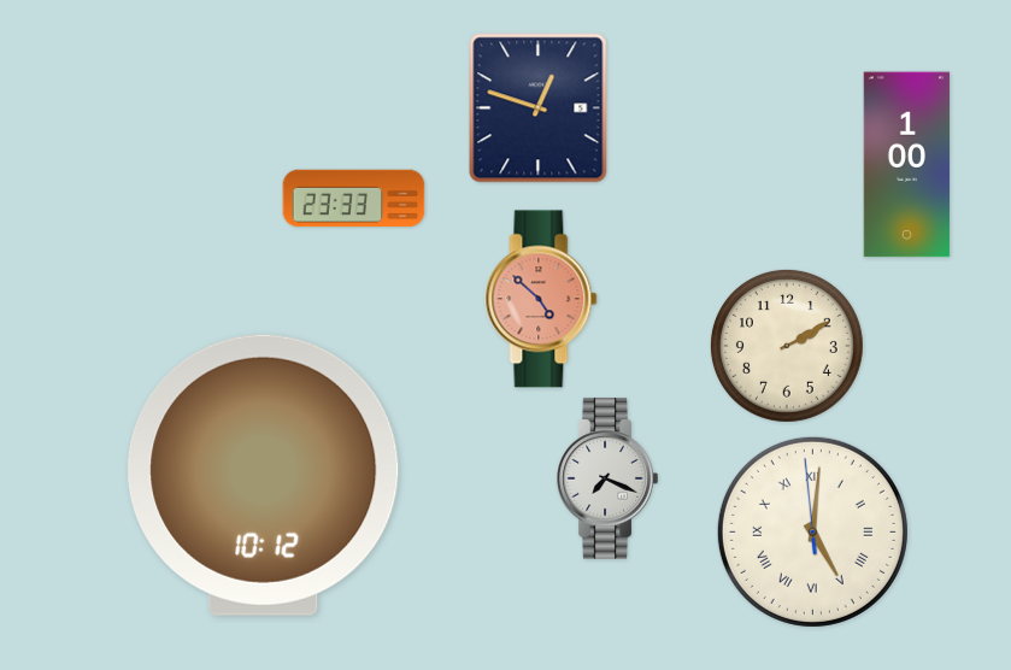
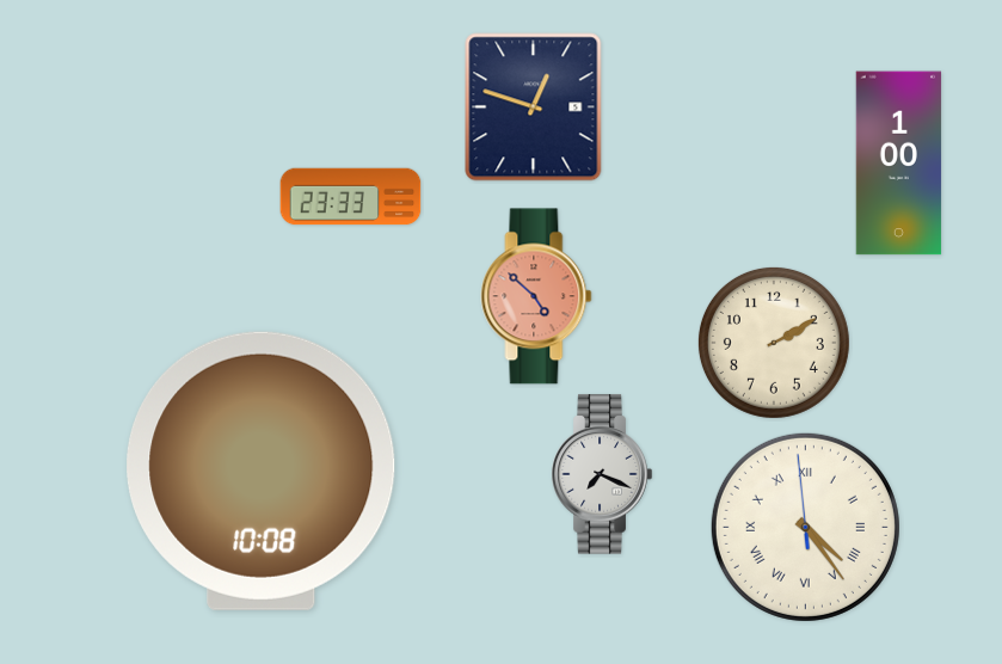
clock at (787, 346) position: (787, 346) -> (774, 343)
clock at (264, 475): 10:12 -> 10:08
clock at (812, 531): 5:00 -> 4:23
